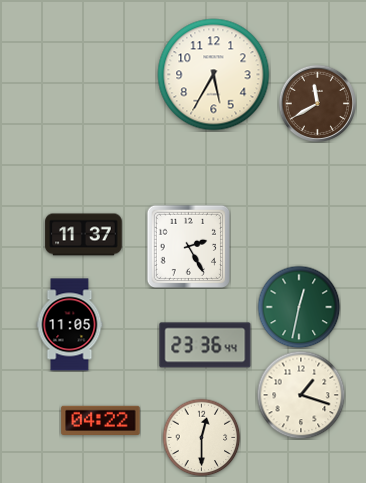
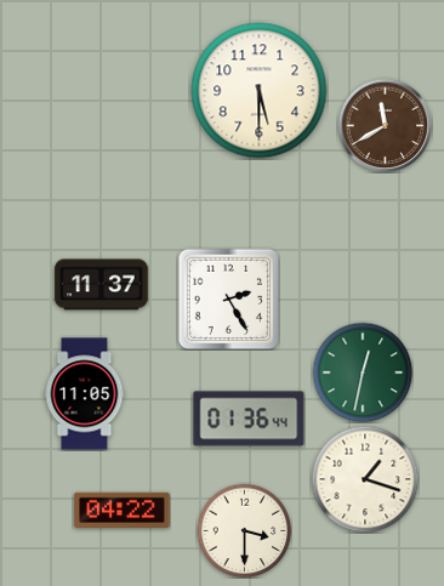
clock at (214, 75): 5:35 -> 5:30
clock at (205, 345): 23:36 -> 01:36
clock at (201, 437): 12:30 -> 3:30
